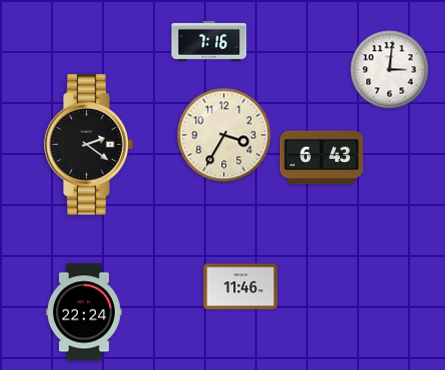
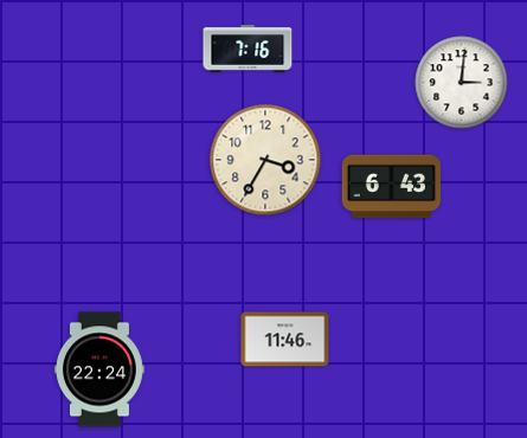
clock at (89, 145): 2:21 -> none
clock at (321, 158) position: (321, 158) -> (391, 187)
